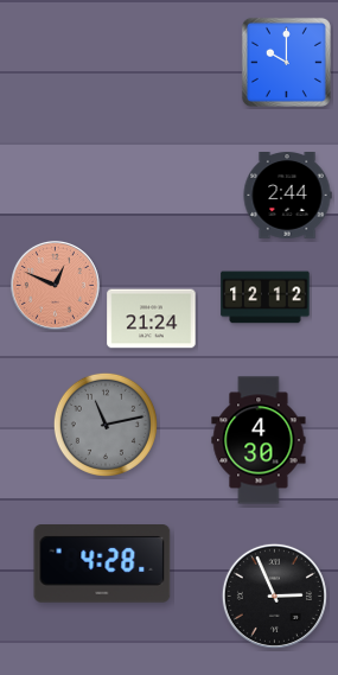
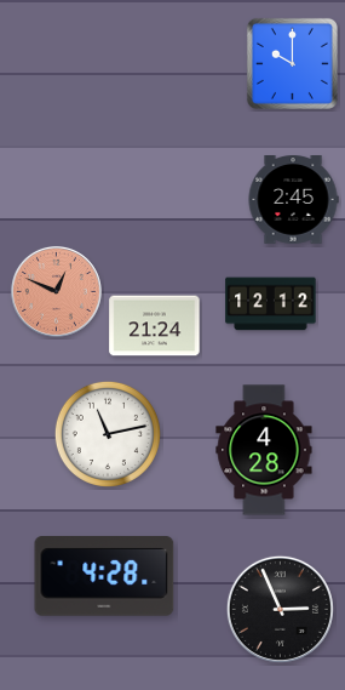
clock at (287, 196): 2:44 -> 2:45
clock at (106, 425) dial: grey -> white
clock at (259, 440): 4:30 -> 4:28
